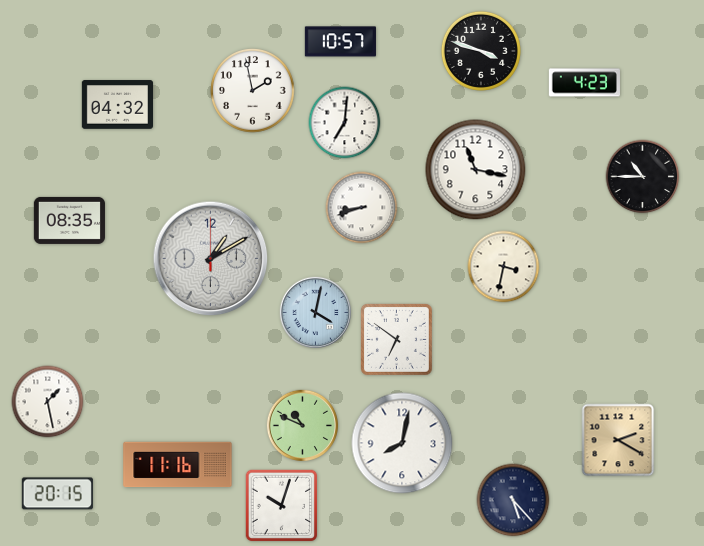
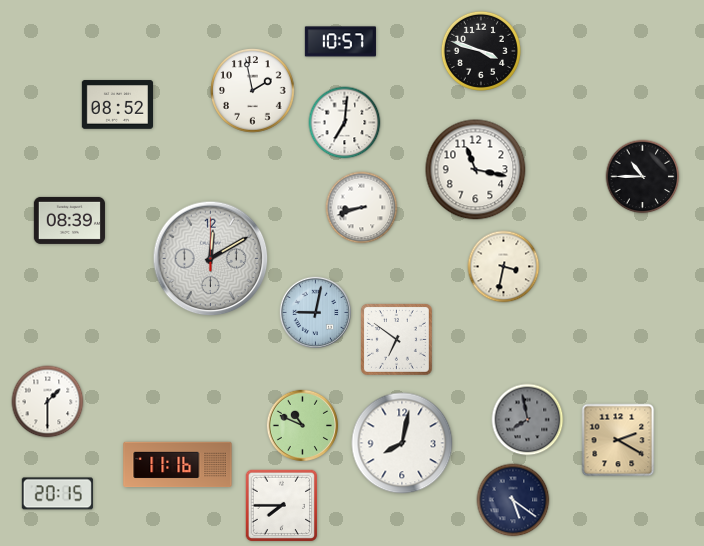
clock at (584, 83): 4:23 -> none
clock at (117, 105): 04:32 -> 08:52
clock at (69, 220): 08:35 -> 08:39
clock at (211, 259): 1:10 -> 12:10
clock at (315, 312): 4:02 -> 9:02
clock at (48, 402): 1:28 -> 1:30
clock at (528, 420): none -> 7:58
clock at (513, 500): 5:23 -> 5:21
clock at (282, 506): 10:03 -> 7:45
